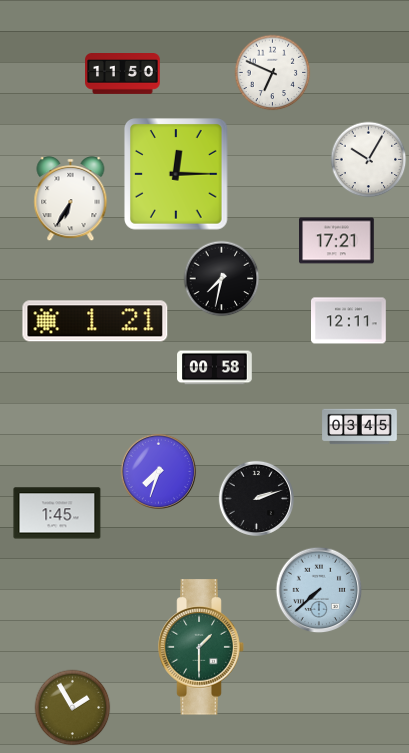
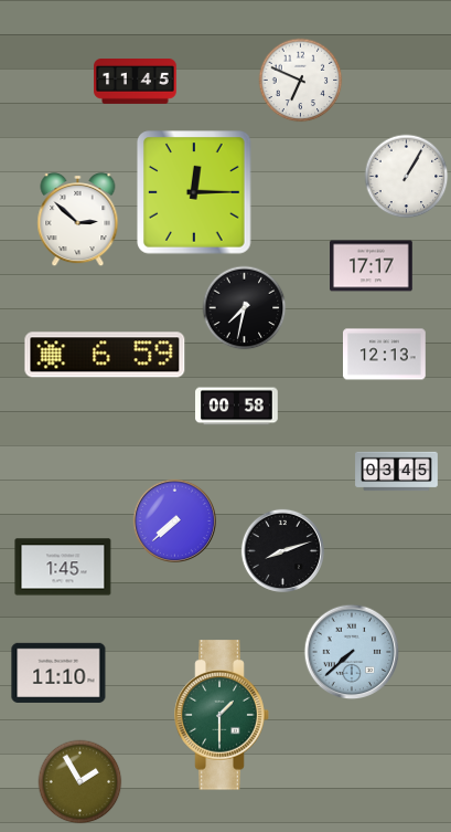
clock at (123, 74): 11:50 -> 11:45
clock at (369, 160): 10:05 -> 1:05
clock at (71, 200): 6:35 -> 2:52
clock at (337, 241): 17:21 -> 17:17
clock at (95, 321): 1:21 -> 6:59
clock at (349, 321): 12:11 -> 12:13
clock at (158, 471): 7:33 -> 7:38
clock at (256, 498): 2:12 -> 8:12
clock at (58, 673): none -> 11:10
